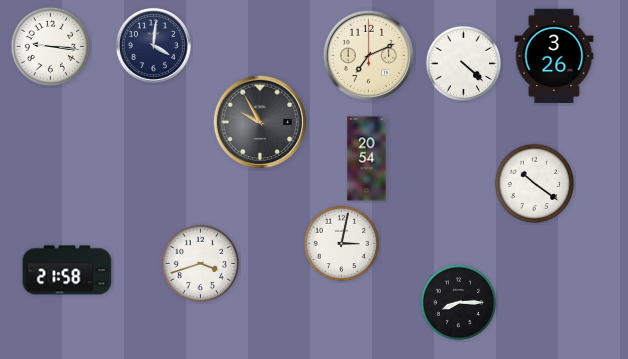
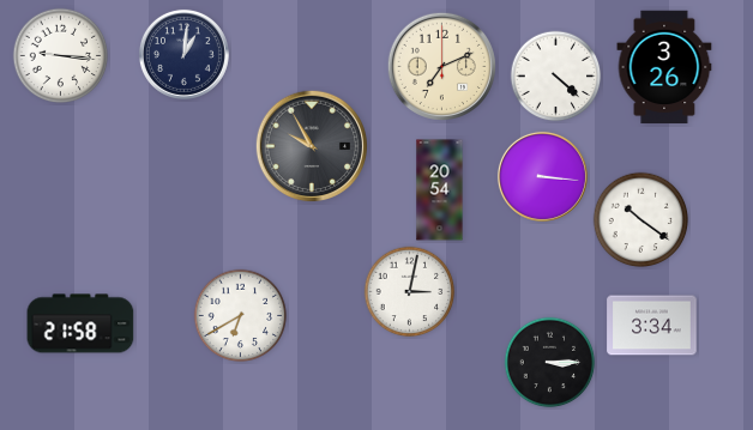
clock at (153, 45): 4:01 -> 1:01
clock at (542, 176): none -> 3:16
clock at (201, 264): 3:42 -> 6:40
clock at (652, 326): none -> 3:34
clock at (459, 303): 8:15 -> 3:15
